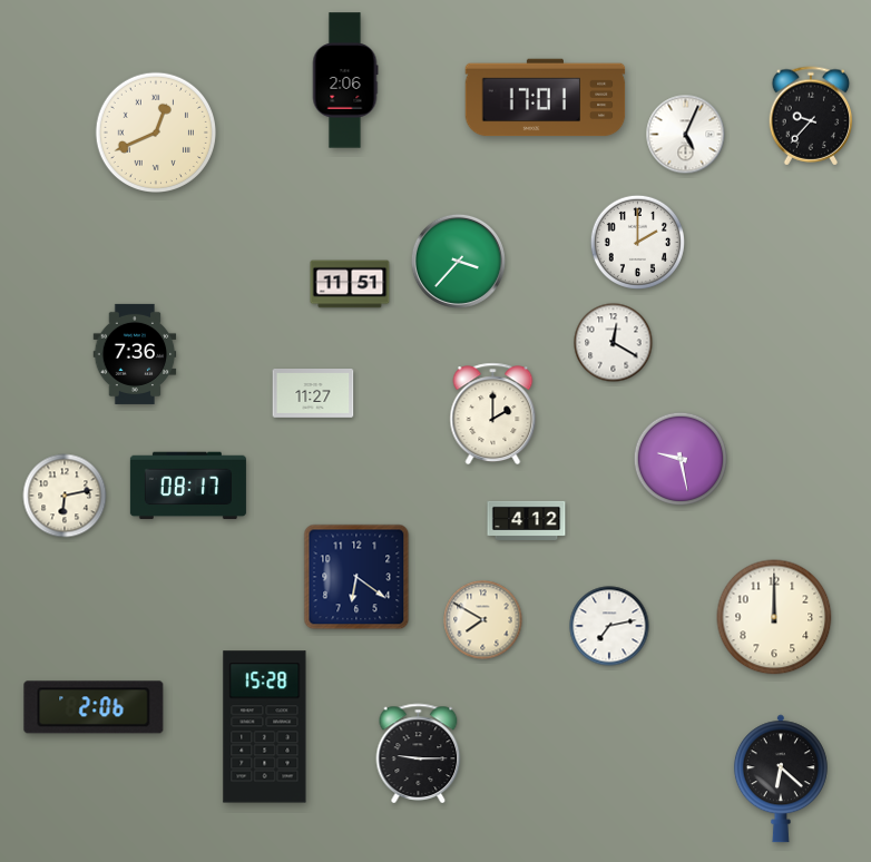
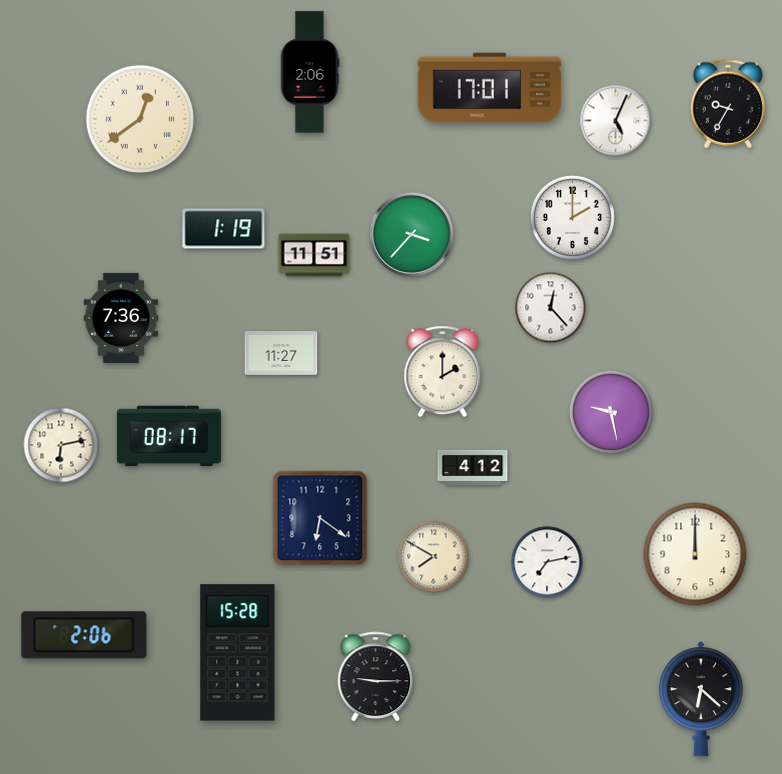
clock at (811, 116): 9:37 -> 9:35
clock at (155, 131): 12:41 -> 12:39
clock at (224, 229): none -> 1:19
clock at (614, 343): 12:20 -> 12:23
clock at (65, 496) position: (65, 496) -> (61, 445)
